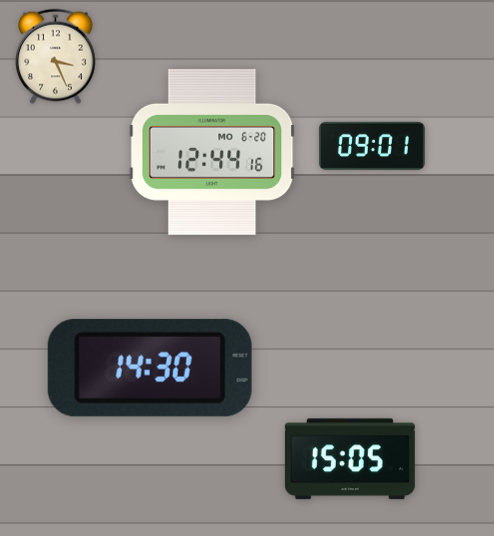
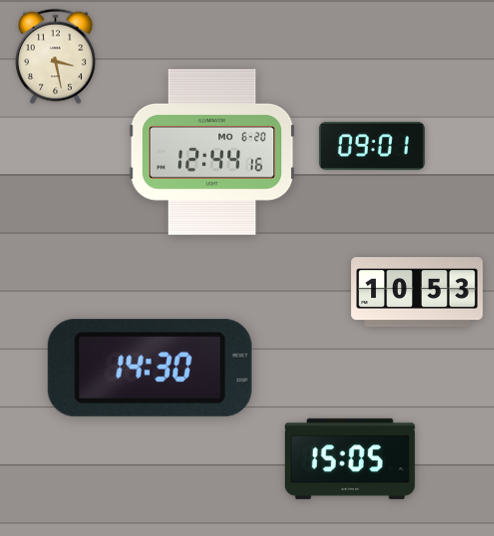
clock at (56, 57): 3:26 -> 3:28
clock at (417, 292): none -> 10:53
